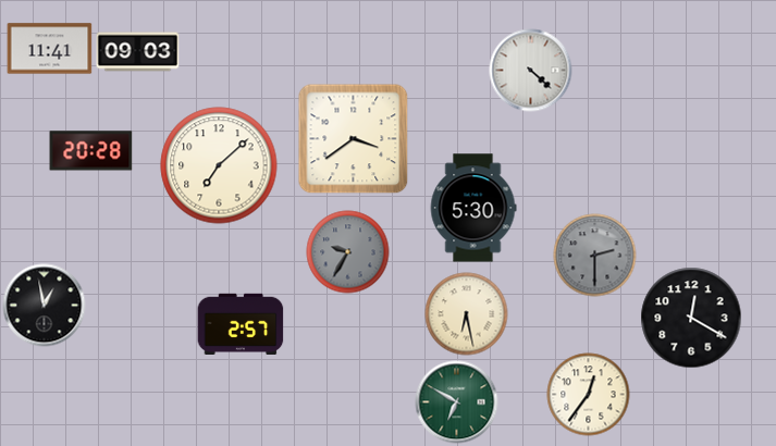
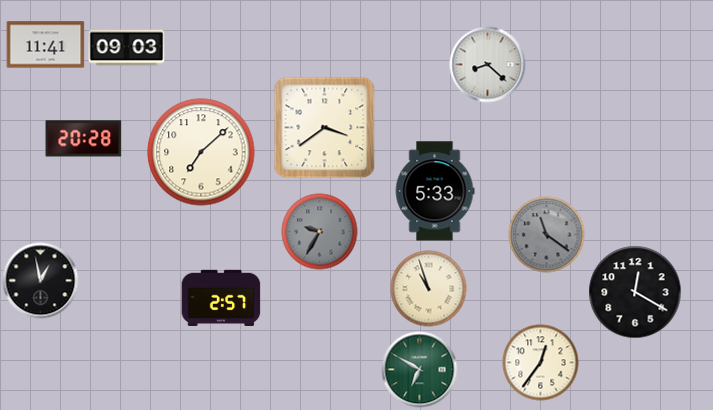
clock at (531, 71): 4:22 -> 8:22
clock at (473, 208): 5:30 -> 5:33
clock at (595, 256): 2:30 -> 11:21
clock at (467, 314): 6:28 -> 10:57
